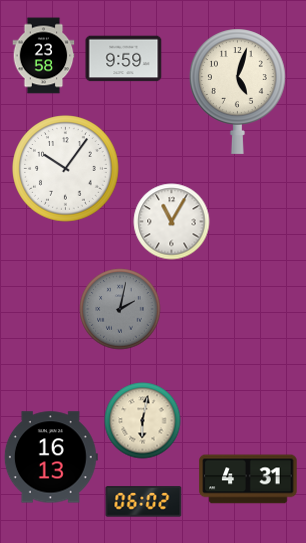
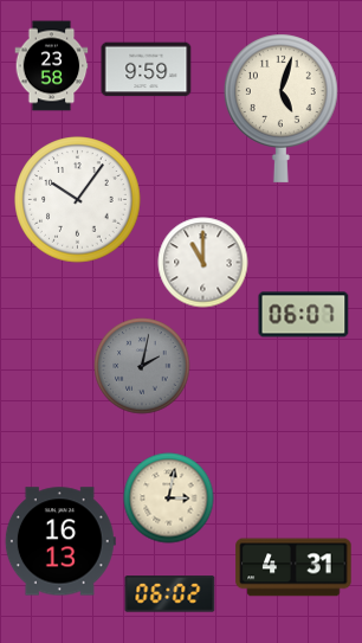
clock at (172, 222): 11:05 -> 11:00
clock at (304, 315): none -> 06:07
clock at (143, 421): 6:02 -> 3:02
